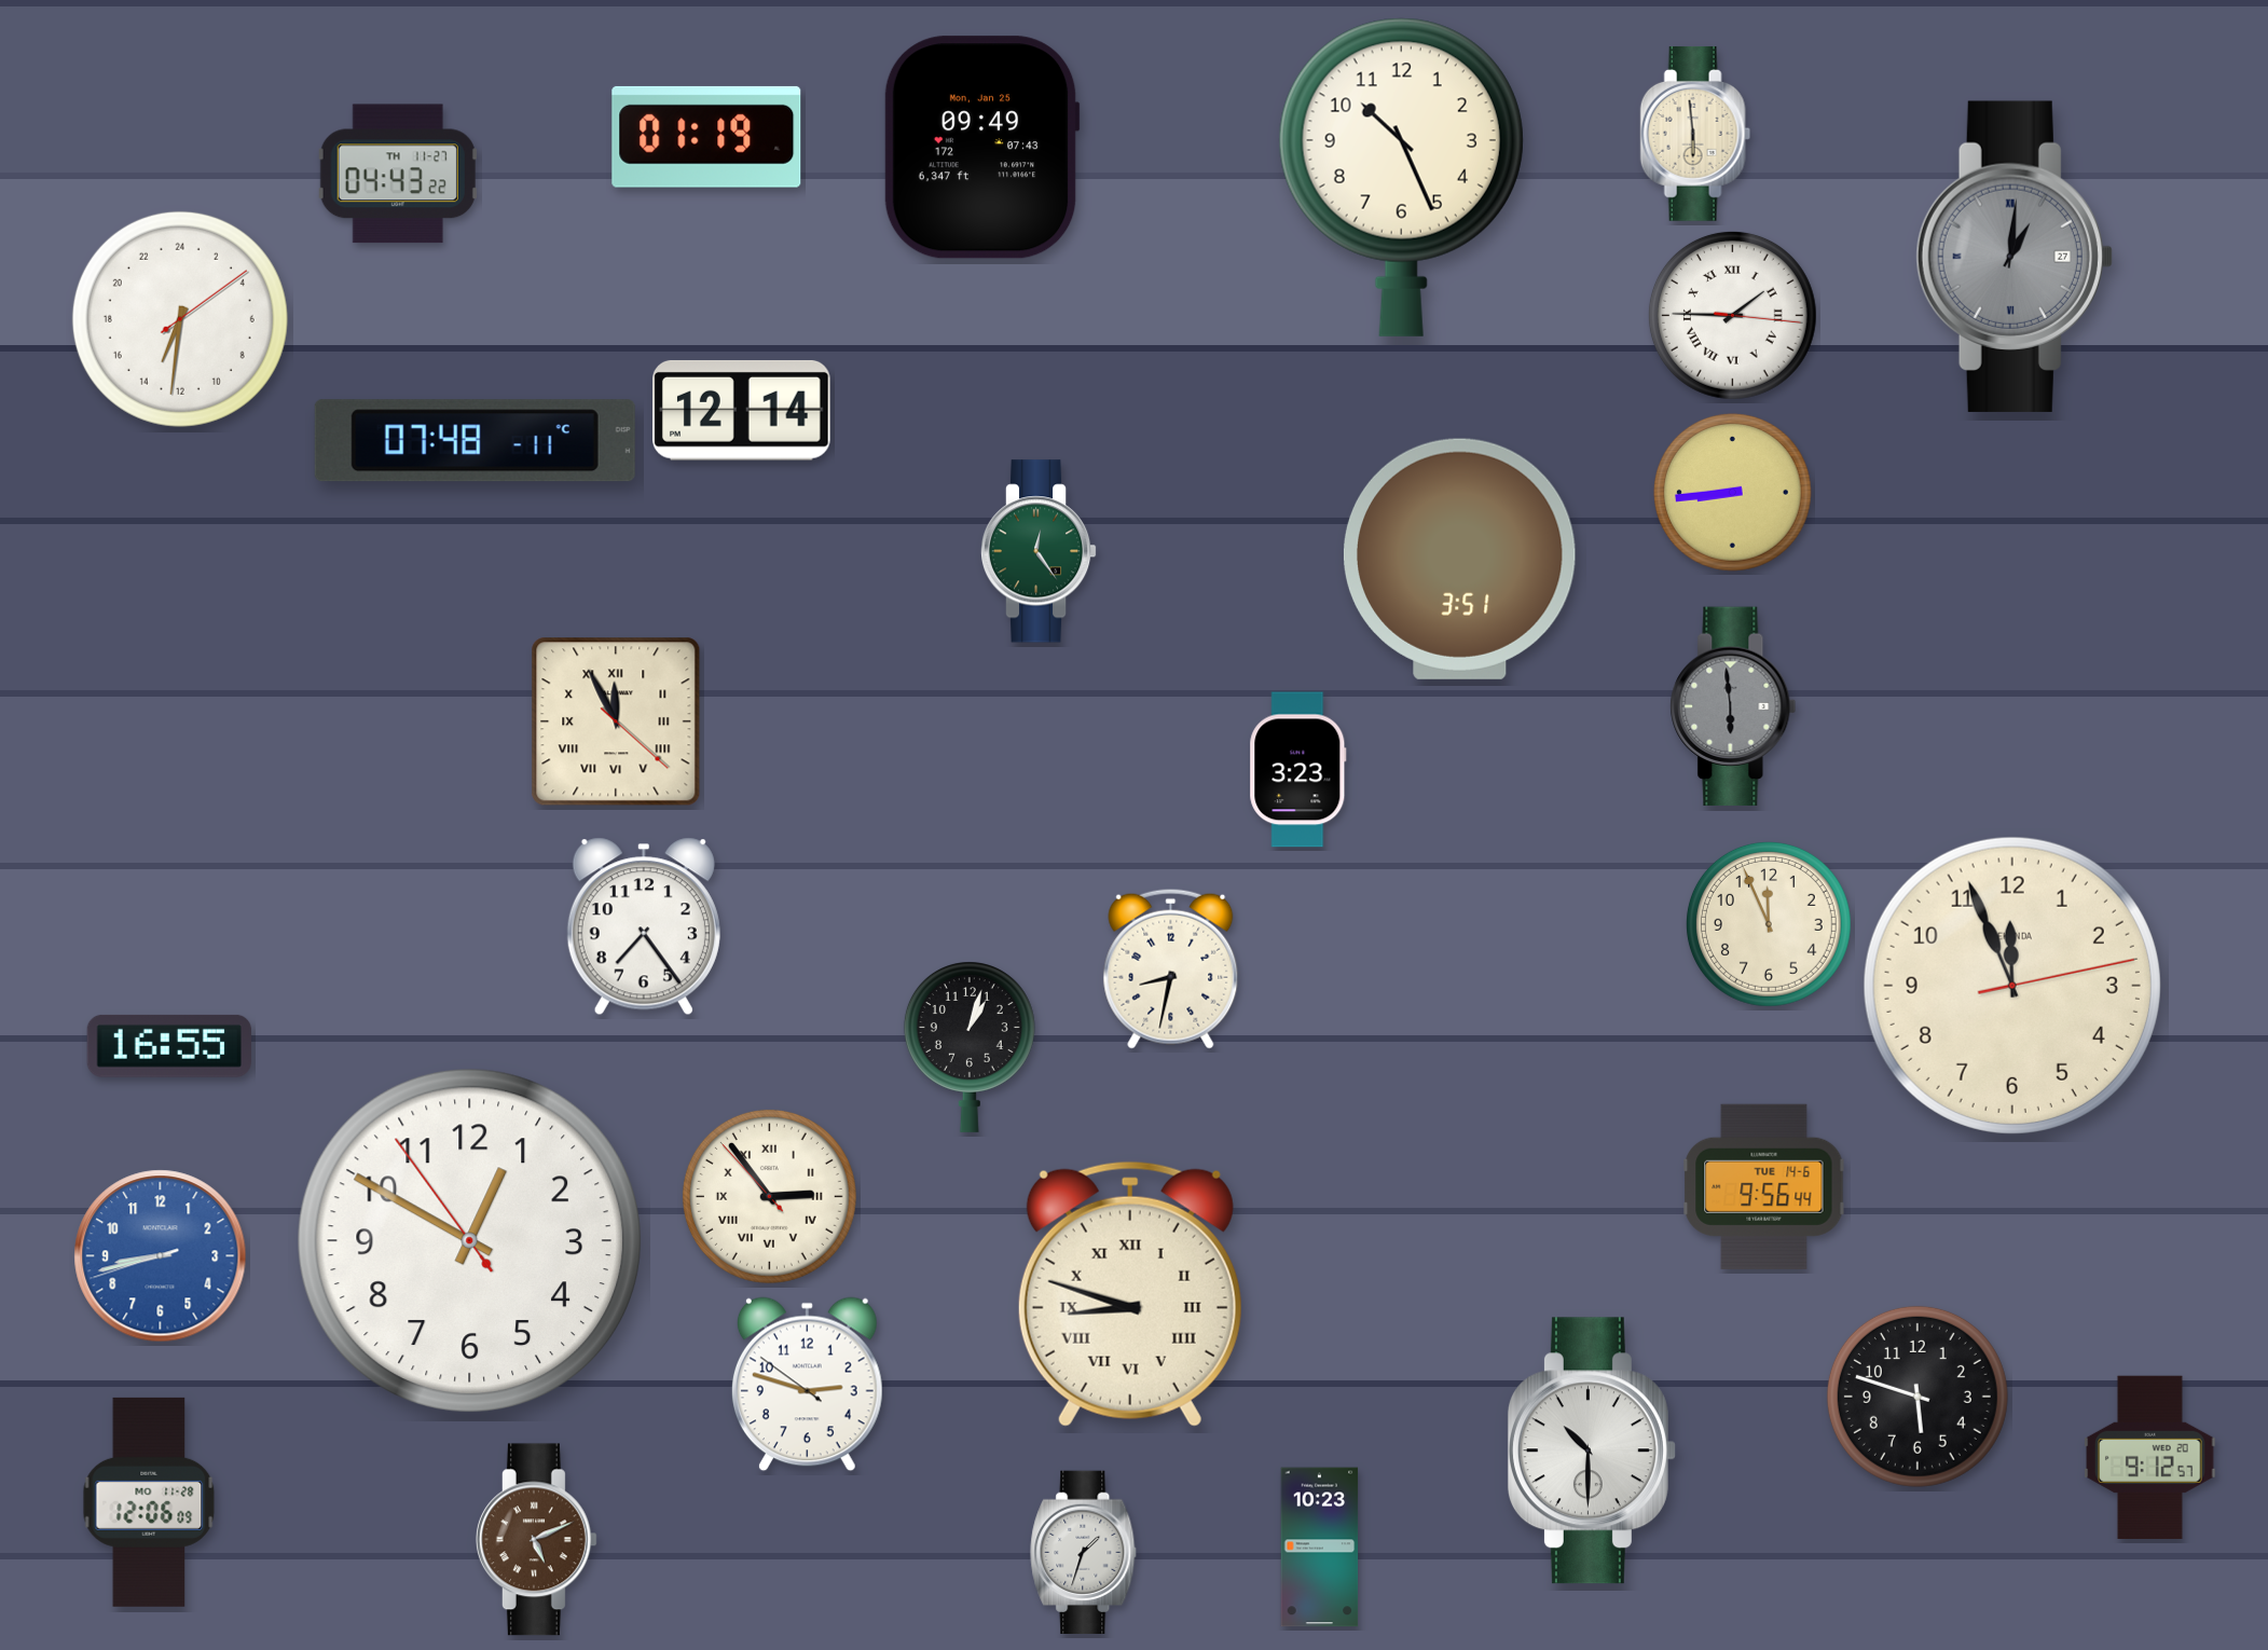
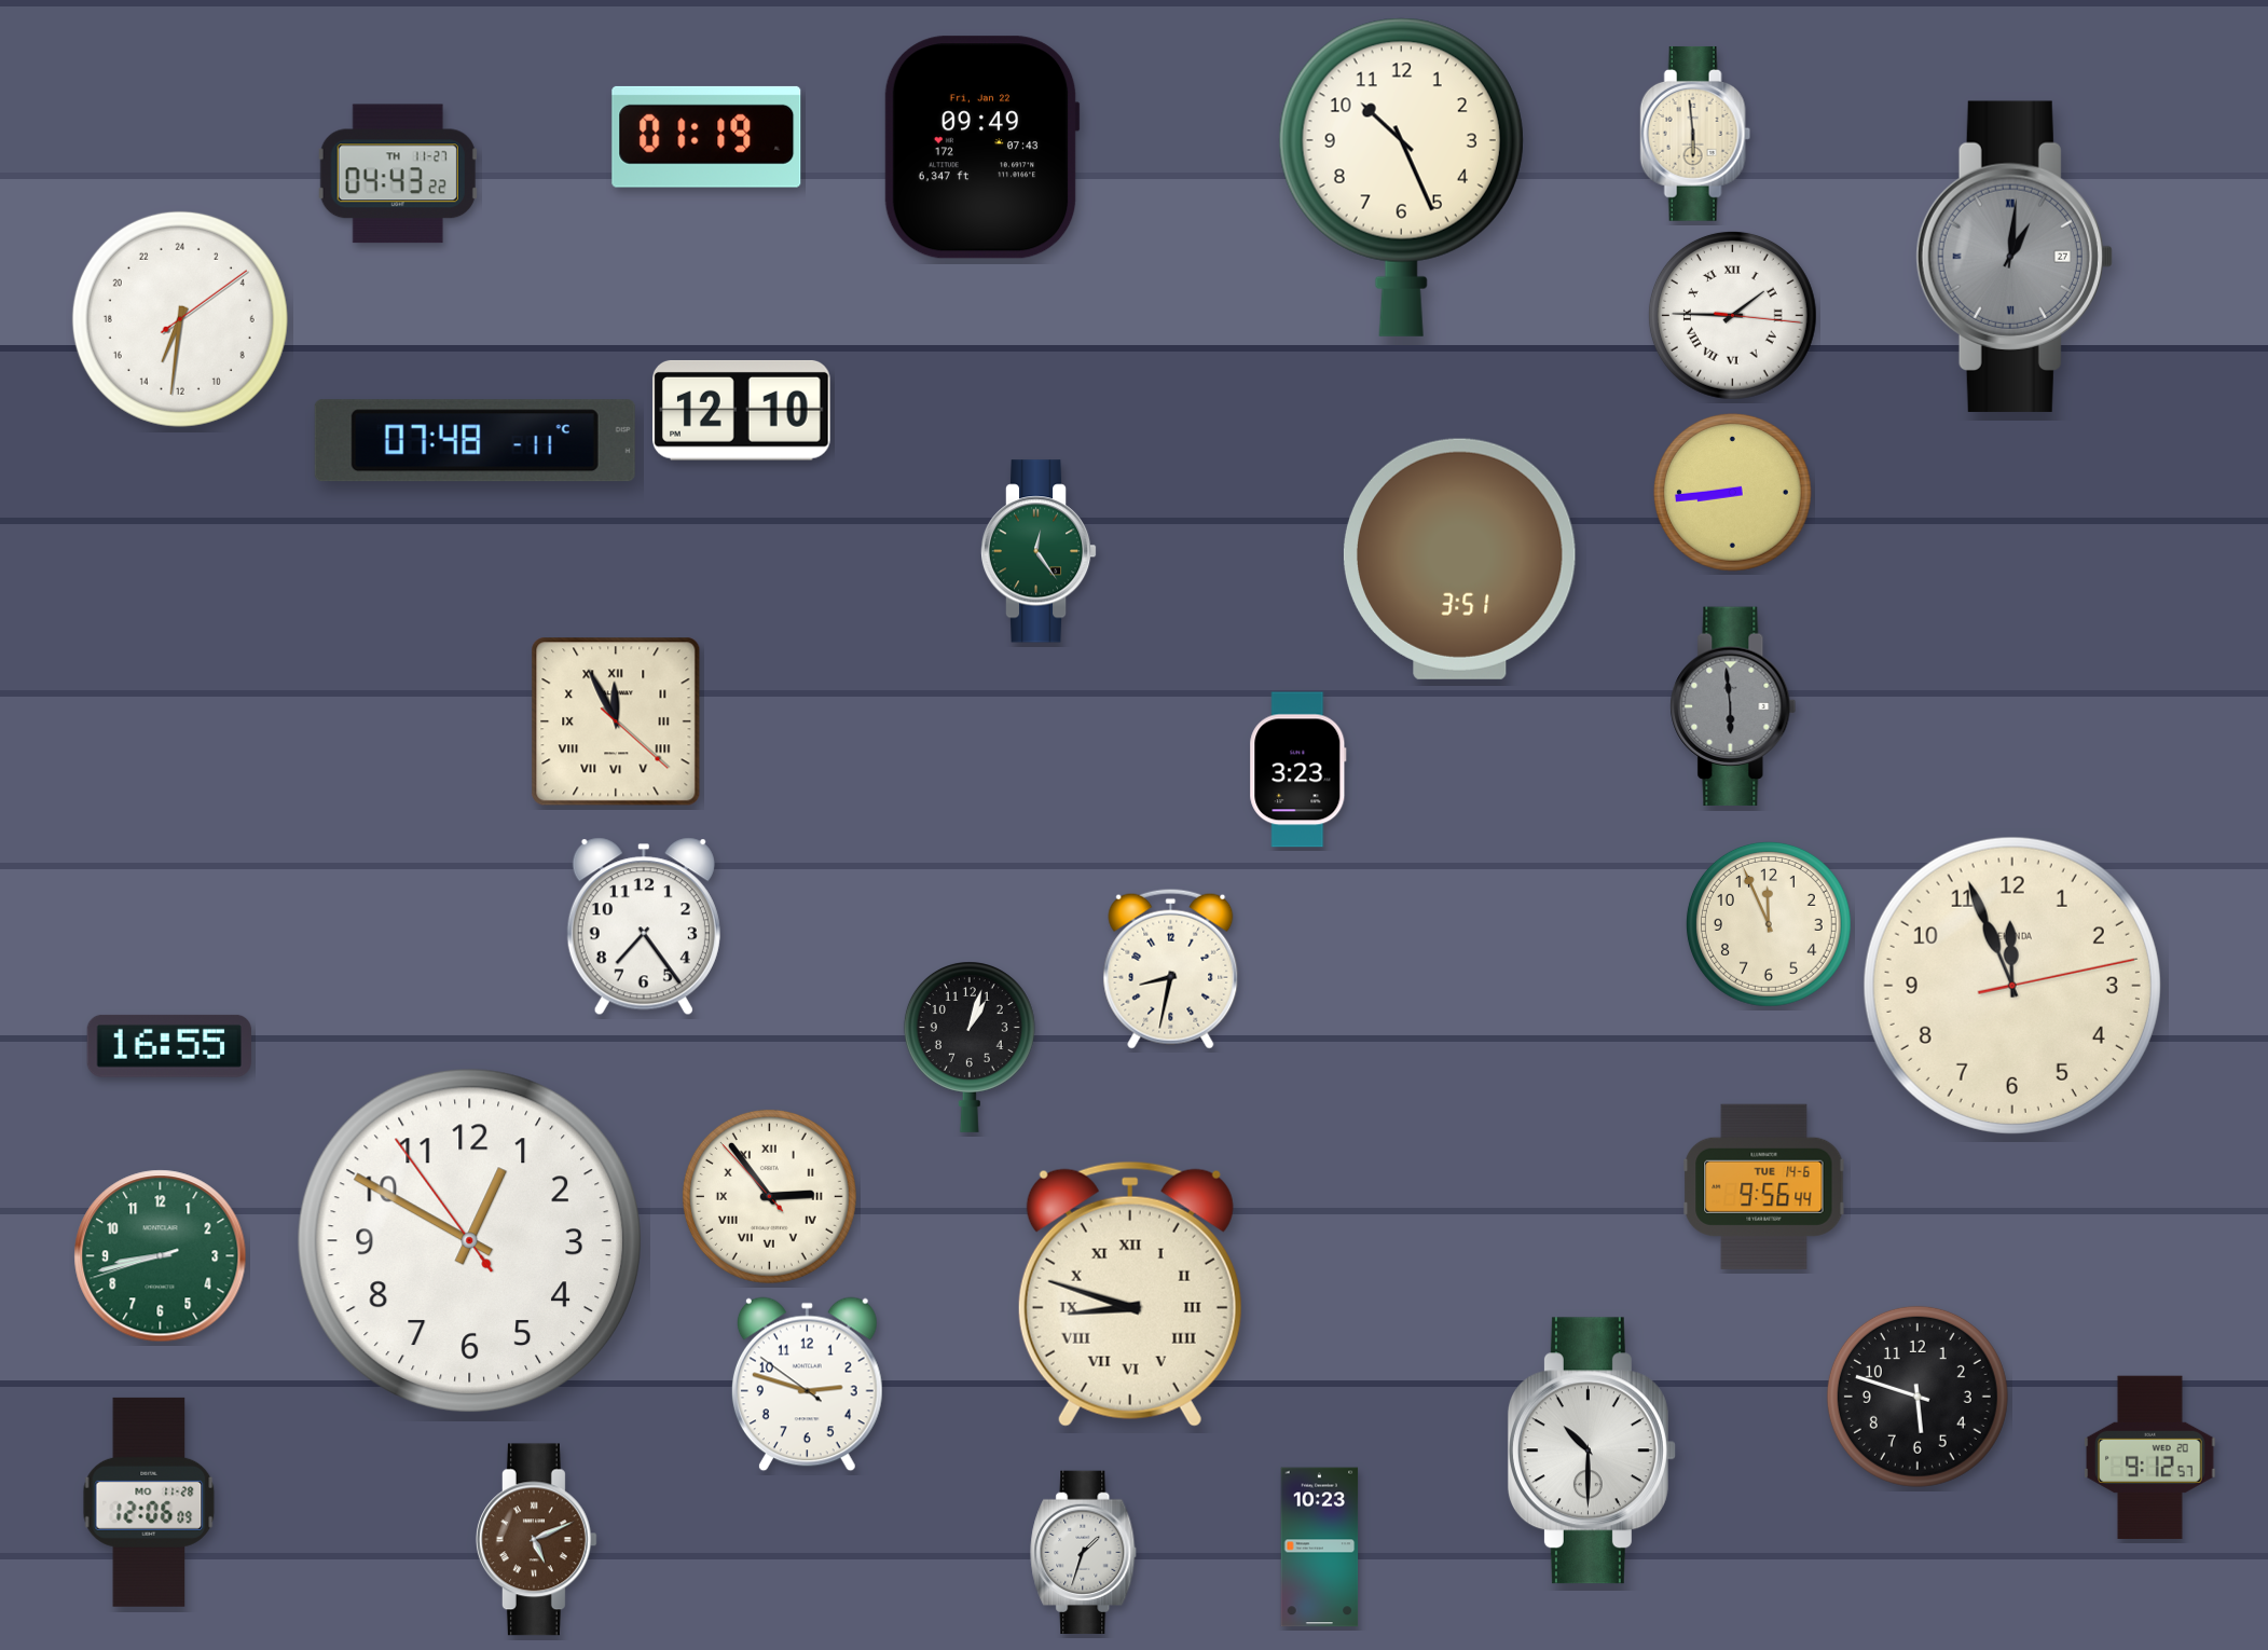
clock at (981, 148) date: Mon, Jan 25 -> Fri, Jan 22
clock at (742, 410): 12:14 -> 12:10
clock at (161, 1256) dial: blue -> green
